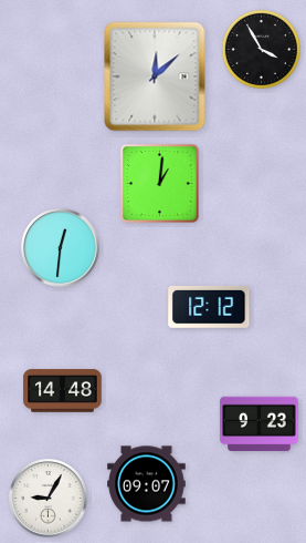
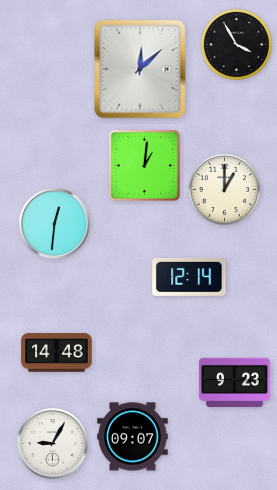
clock at (224, 189): none -> 1:00
clock at (209, 307): 12:12 -> 12:14
clock at (49, 499) position: (49, 499) -> (53, 444)
